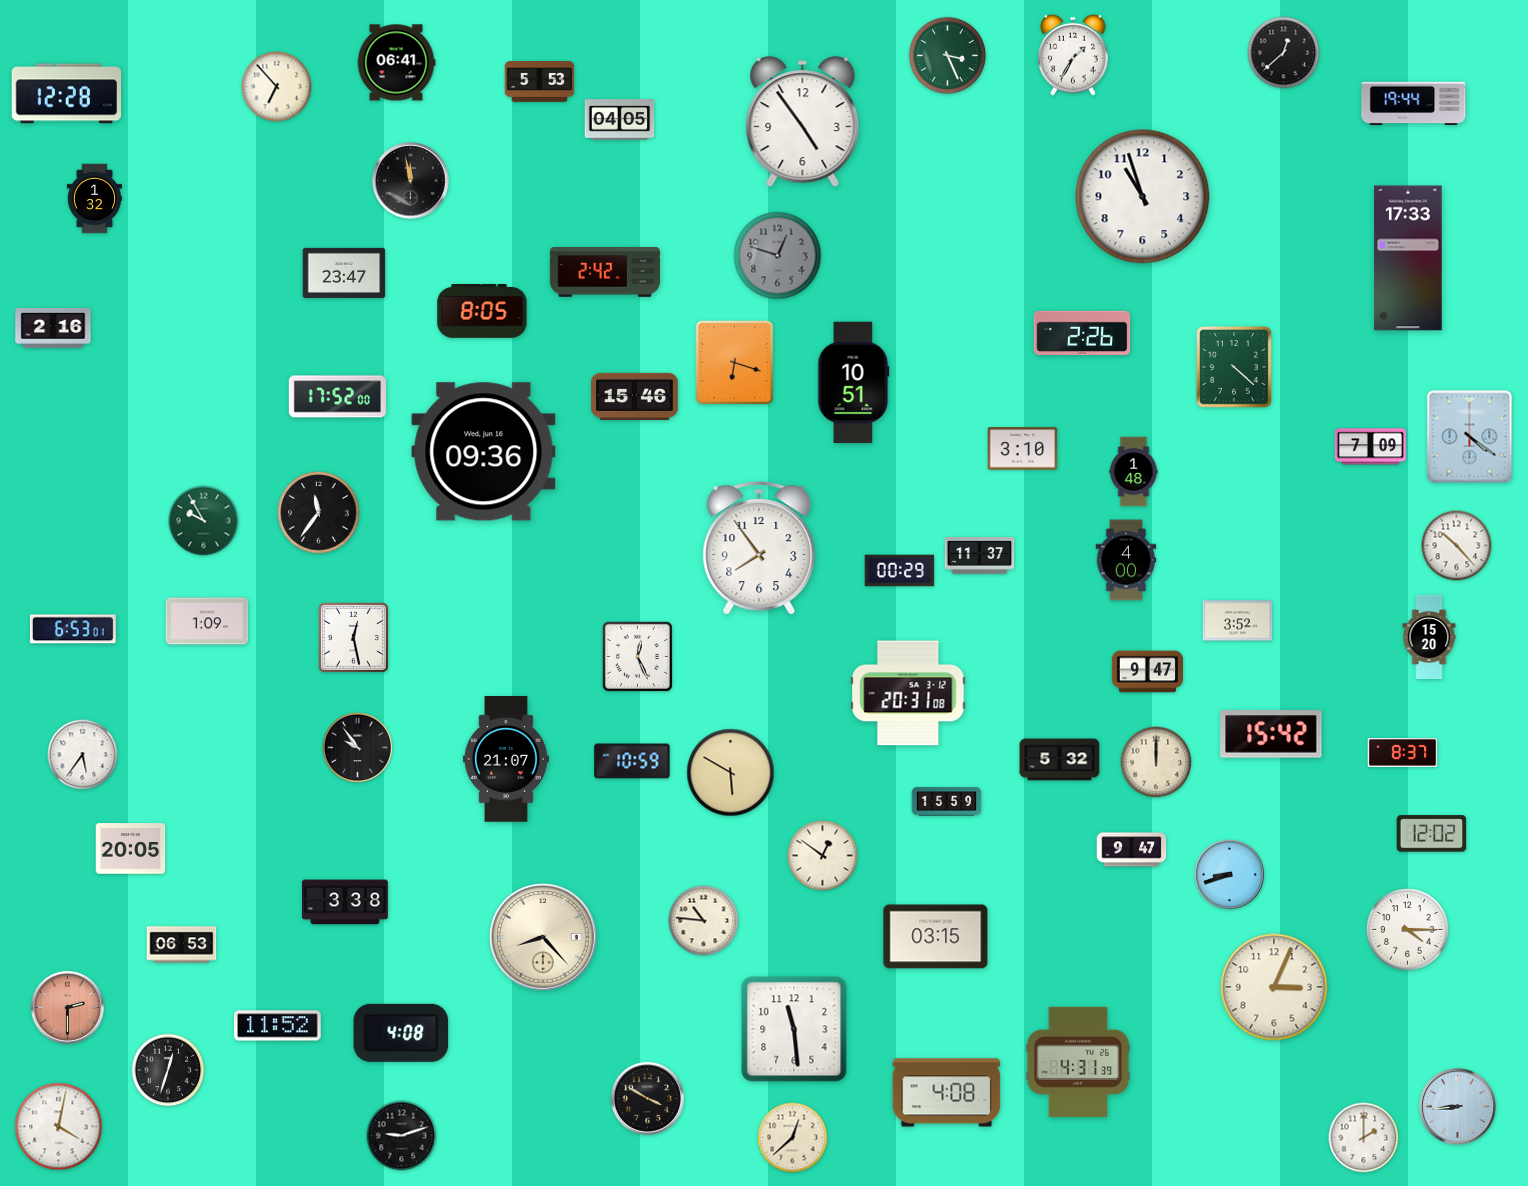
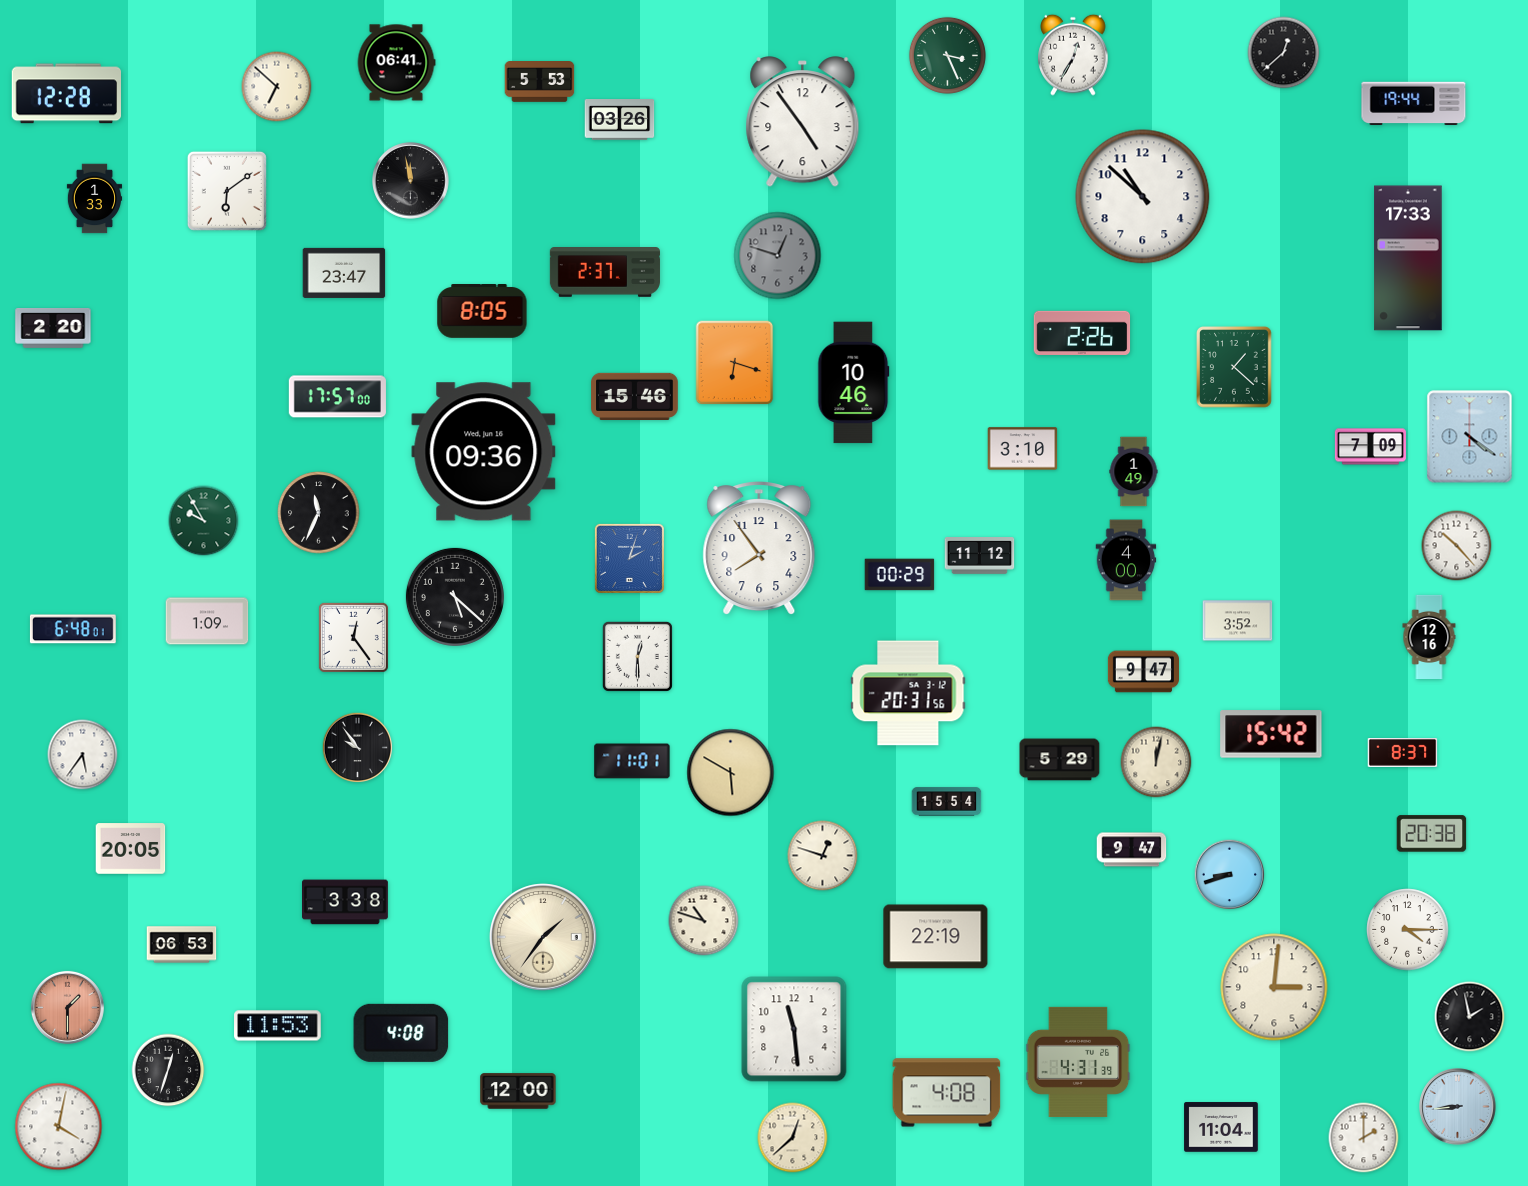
clock at (1073, 55): 1:35 -> 12:35
clock at (277, 87): 6:53 -> 6:52
clock at (620, 120): 04:05 -> 03:26
clock at (227, 191): none -> 6:09
clock at (1143, 197): 10:57 -> 10:52
clock at (95, 199): 1:32 -> 1:33
clock at (605, 273): 2:42 -> 2:37
clock at (53, 329): 2:16 -> 2:20
clock at (1235, 368): 4:22 -> 1:22
clock at (854, 383): 10:51 -> 10:46
clock at (337, 397): 17:52 -> 17:57
clock at (1134, 472): 1:48 -> 1:49
clock at (319, 513): 11:36 -> 11:34
clock at (980, 556): 11:37 -> 11:12
clock at (629, 558): none -> 2:03
clock at (900, 571) position: (900, 571) -> (900, 575)
clock at (455, 597): none -> 5:22
clock at (73, 629): 6:53 -> 6:48
clock at (1429, 636): 15:20 -> 12:16
clock at (353, 637): 12:28 -> 12:24
clock at (637, 656): 12:26 -> 12:30
clock at (1147, 672) position: (1147, 672) -> (1143, 672)
clock at (908, 693): 20:31:08 -> 20:31:56
clock at (506, 759): 21:07 -> none
clock at (1060, 760): 5:32 -> 5:29
clock at (632, 761): 10:59 -> 11:01
clock at (1156, 762): 12:00 -> 12:02
clock at (947, 802): 15:59 -> 15:54
clock at (1432, 834): 12:02 -> 20:38
clock at (823, 856): 12:51 -> 12:48
clock at (704, 921): 10:46 -> 10:48
clock at (543, 937): 8:23 -> 1:36
clock at (936, 937): 03:15 -> 22:19
clock at (1274, 987): 3:04 -> 3:01
clock at (67, 1007): 2:30 -> 1:30
clock at (1470, 1017): none -> 1:58
clock at (278, 1026): 11:52 -> 11:53
clock at (518, 1091): none -> 12:00
clock at (647, 1098): 3:50 -> none
clock at (1221, 1127): none -> 11:04
clock at (402, 1136): 9:12 -> none
